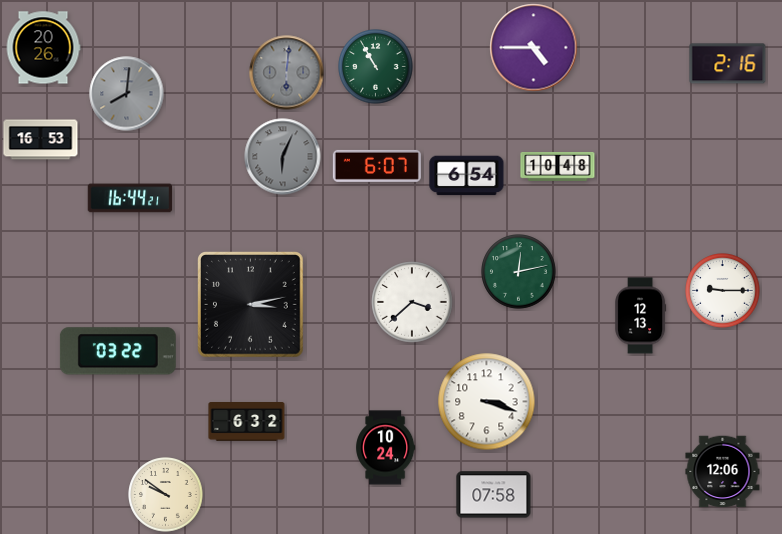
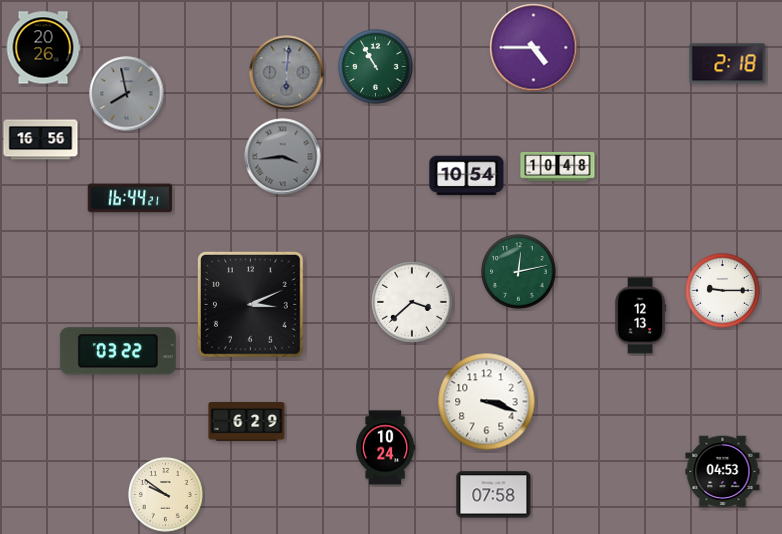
clock at (728, 64): 2:16 -> 2:18
clock at (127, 94): 8:01 -> 7:58
clock at (41, 140): 16:53 -> 16:56
clock at (283, 157): 6:04 -> 3:44
clock at (377, 166): 6:07 -> none
clock at (467, 176): 6:54 -> 10:54
clock at (251, 305): 3:13 -> 3:11
clock at (247, 422): 6:32 -> 6:29
clock at (723, 472): 12:06 -> 04:53
